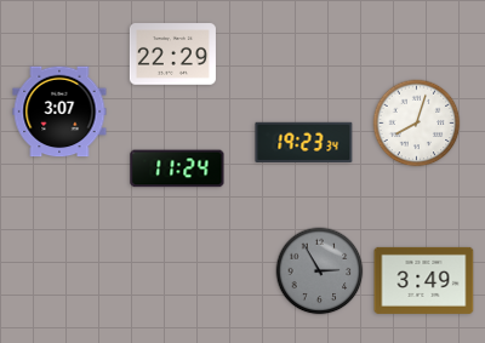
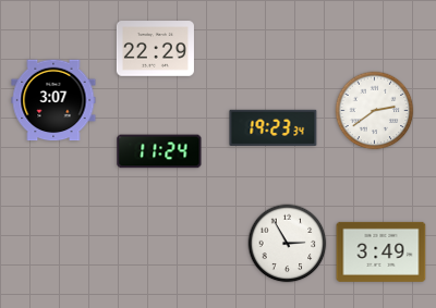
clock at (417, 124): 8:03 -> 2:39
clock at (320, 271) dial: grey -> white
